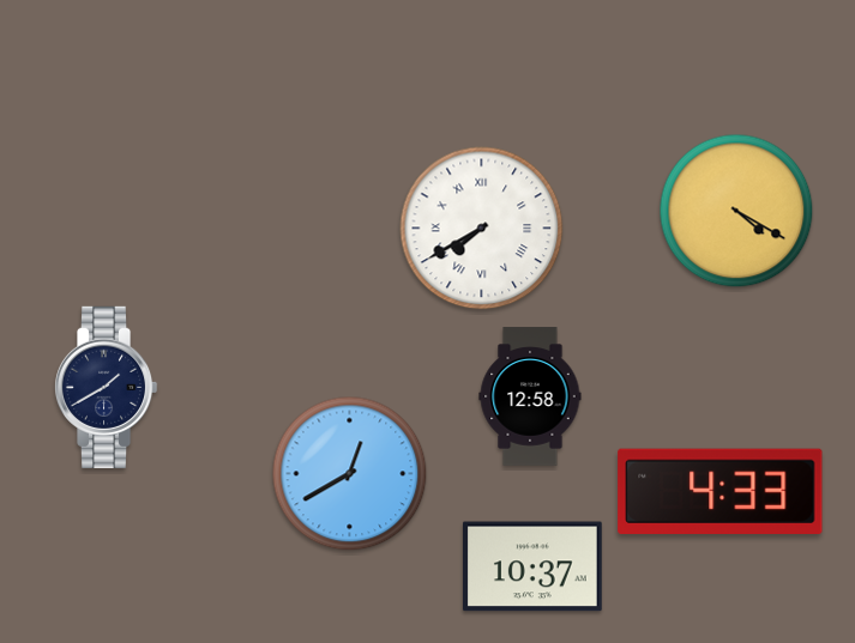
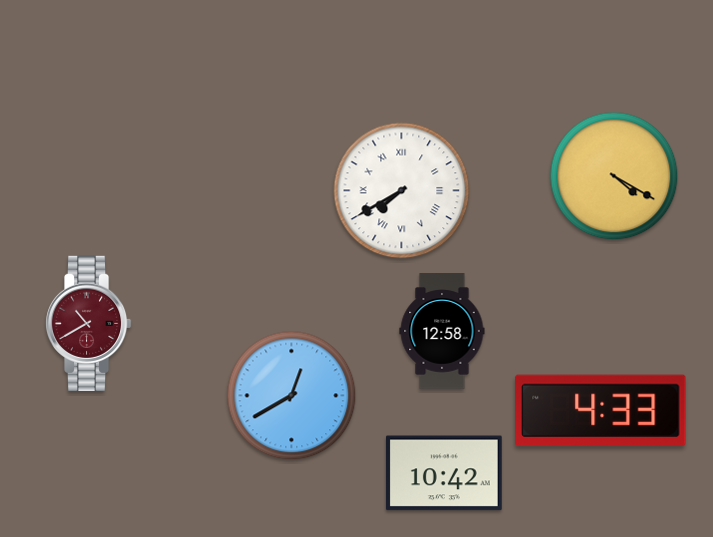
clock at (106, 387): 1:40 -> 10:40
clock at (106, 387) dial: navy -> burgundy
clock at (532, 566): 10:37 -> 10:42
